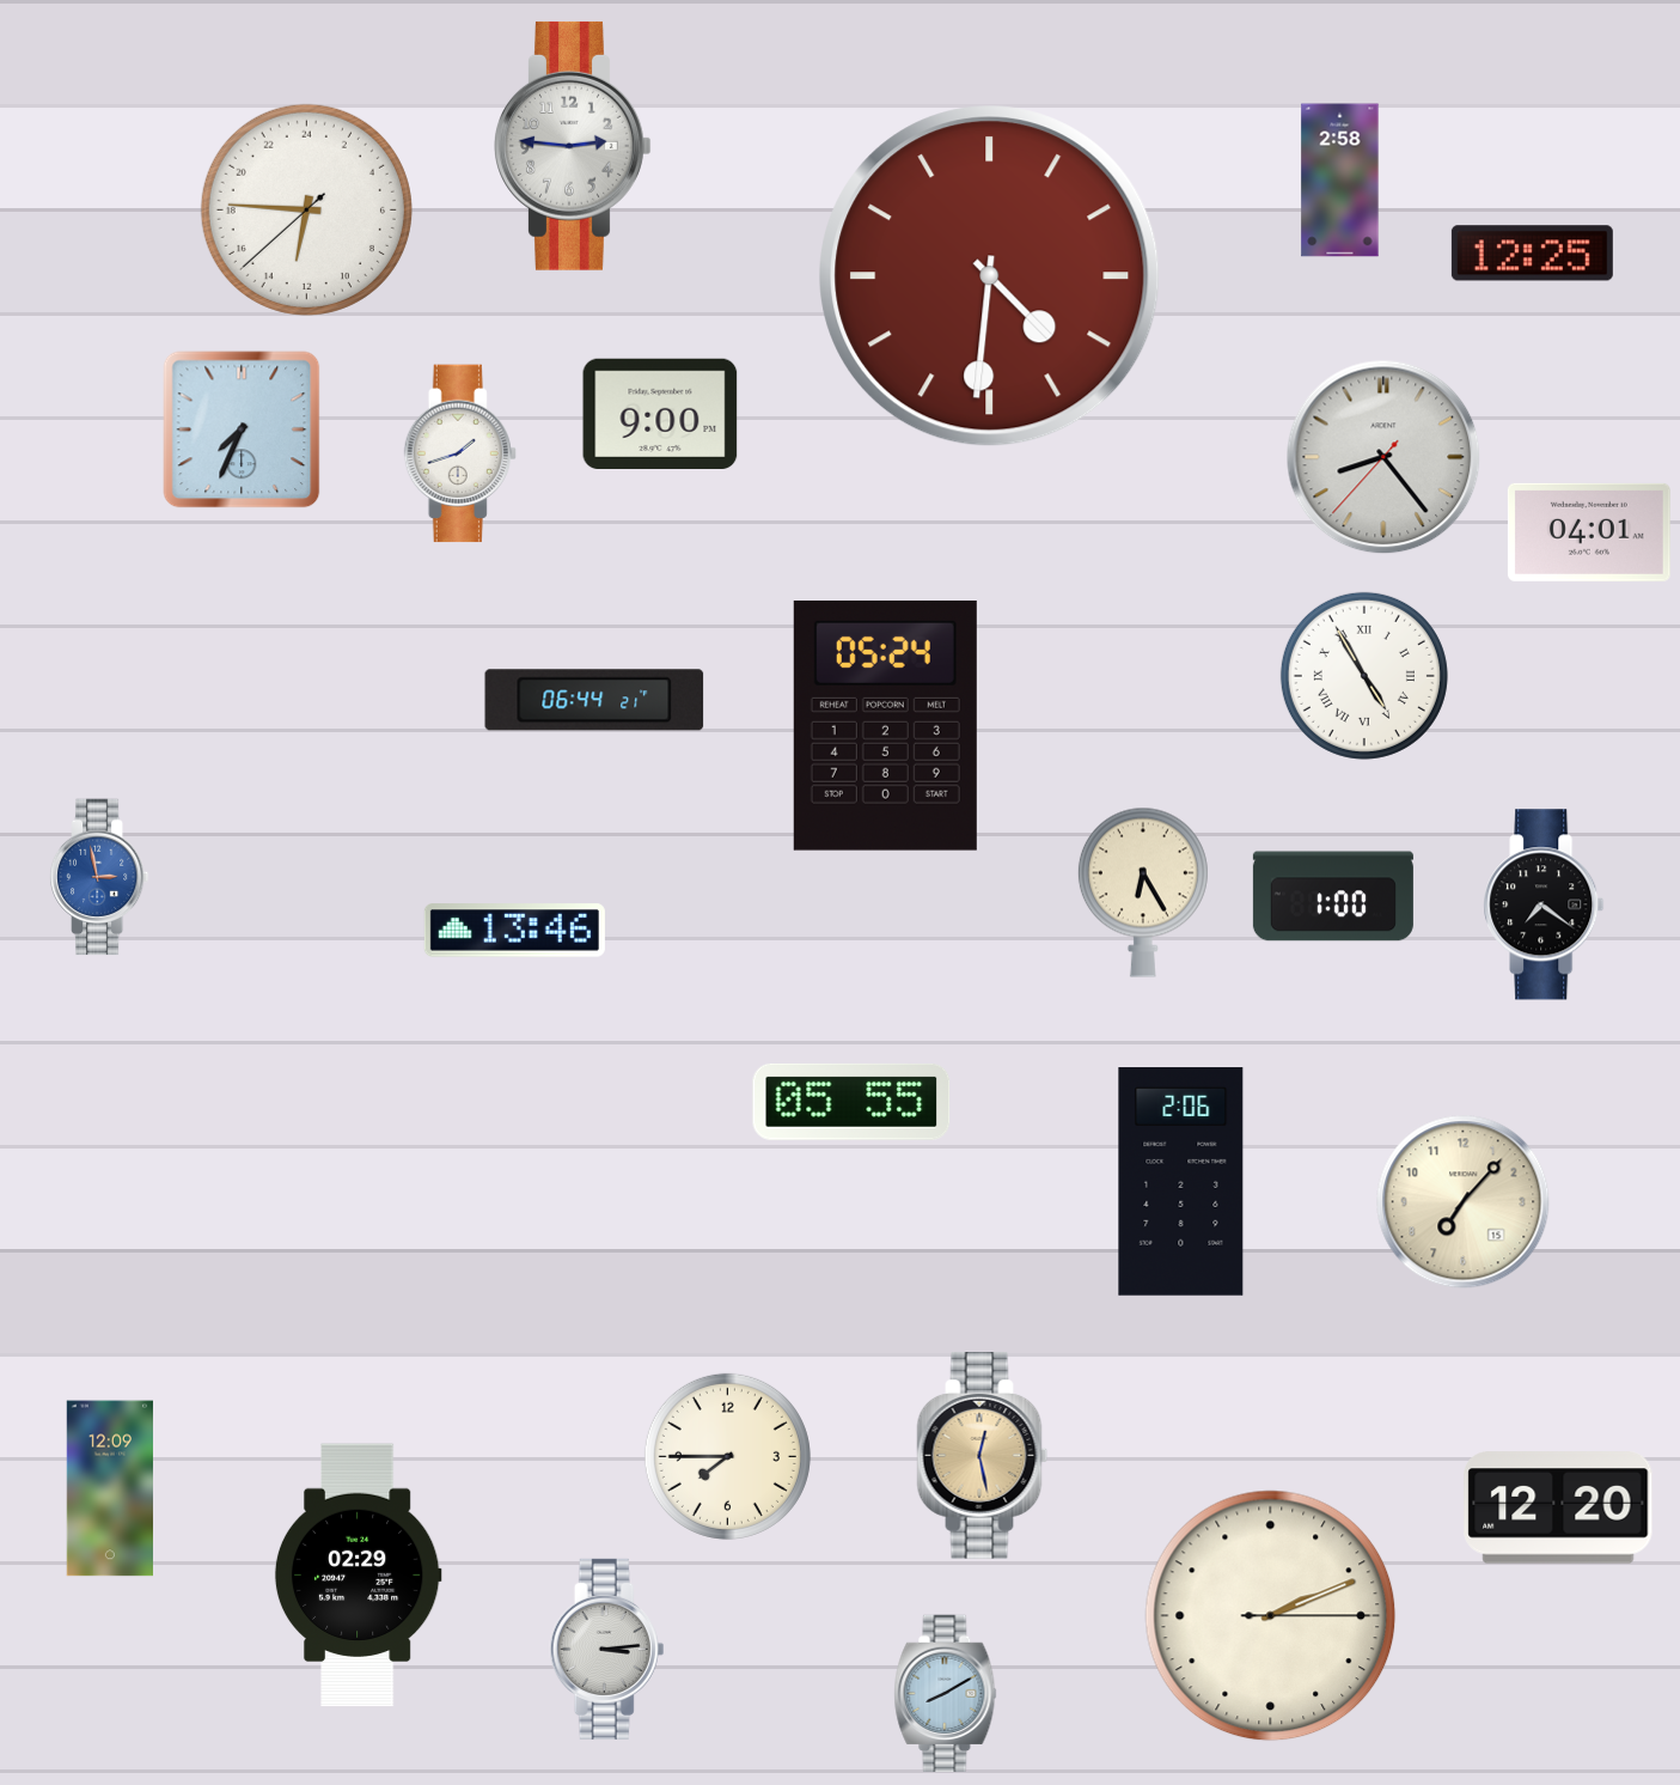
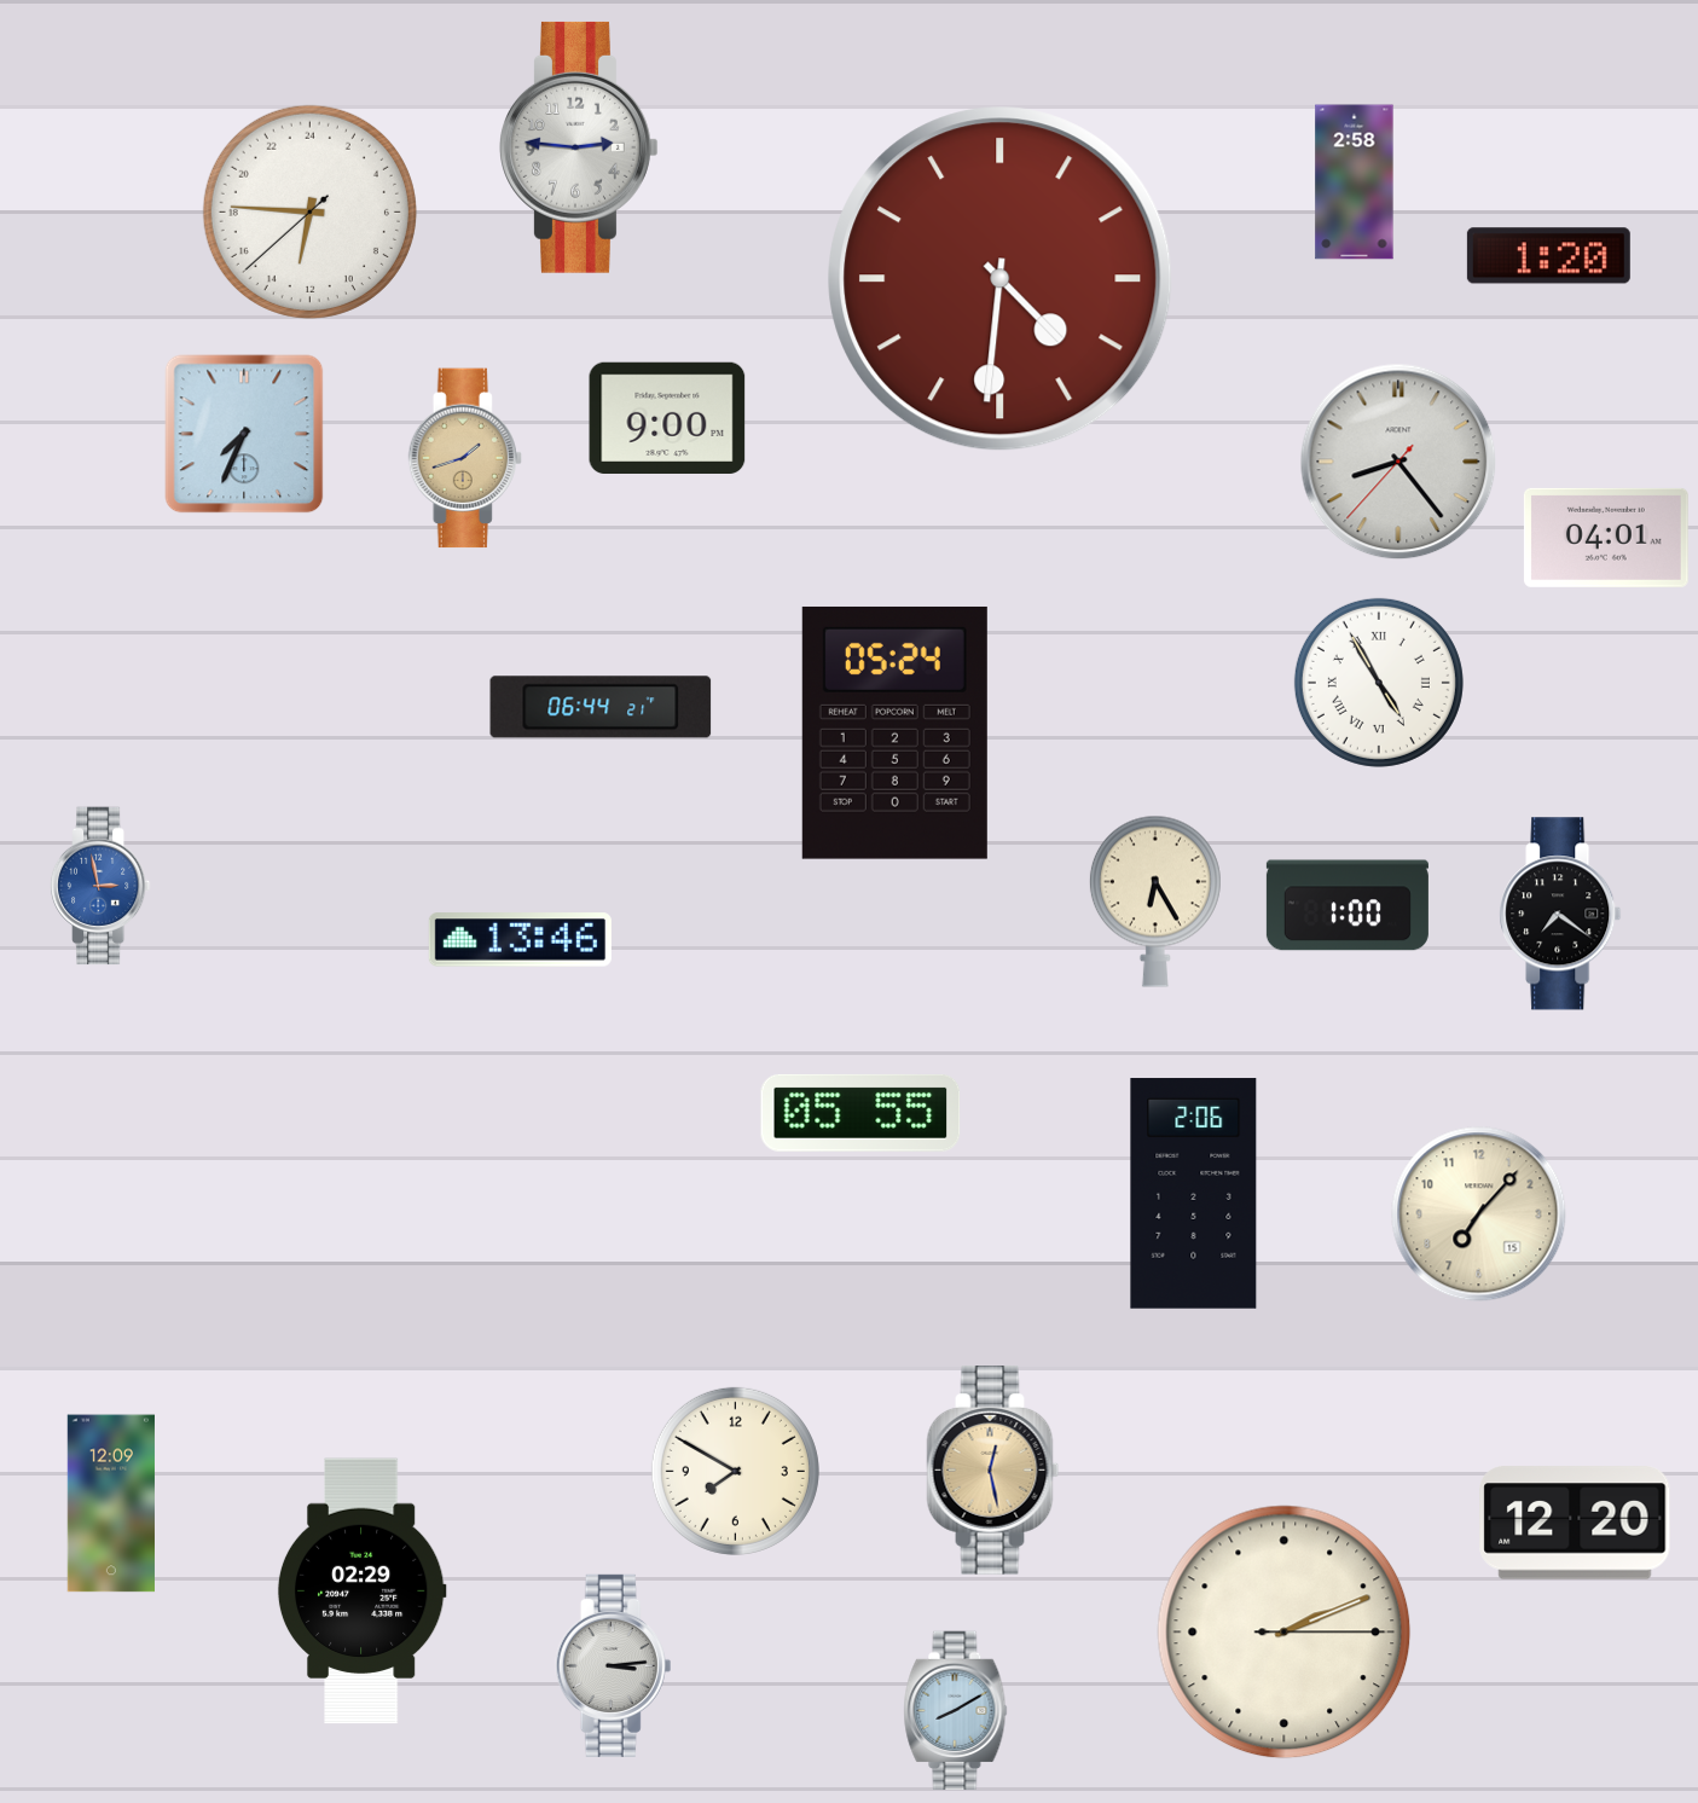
clock at (1532, 254): 12:25 -> 1:20
clock at (460, 453) dial: white -> champagne
clock at (727, 1456): 7:45 -> 7:50
